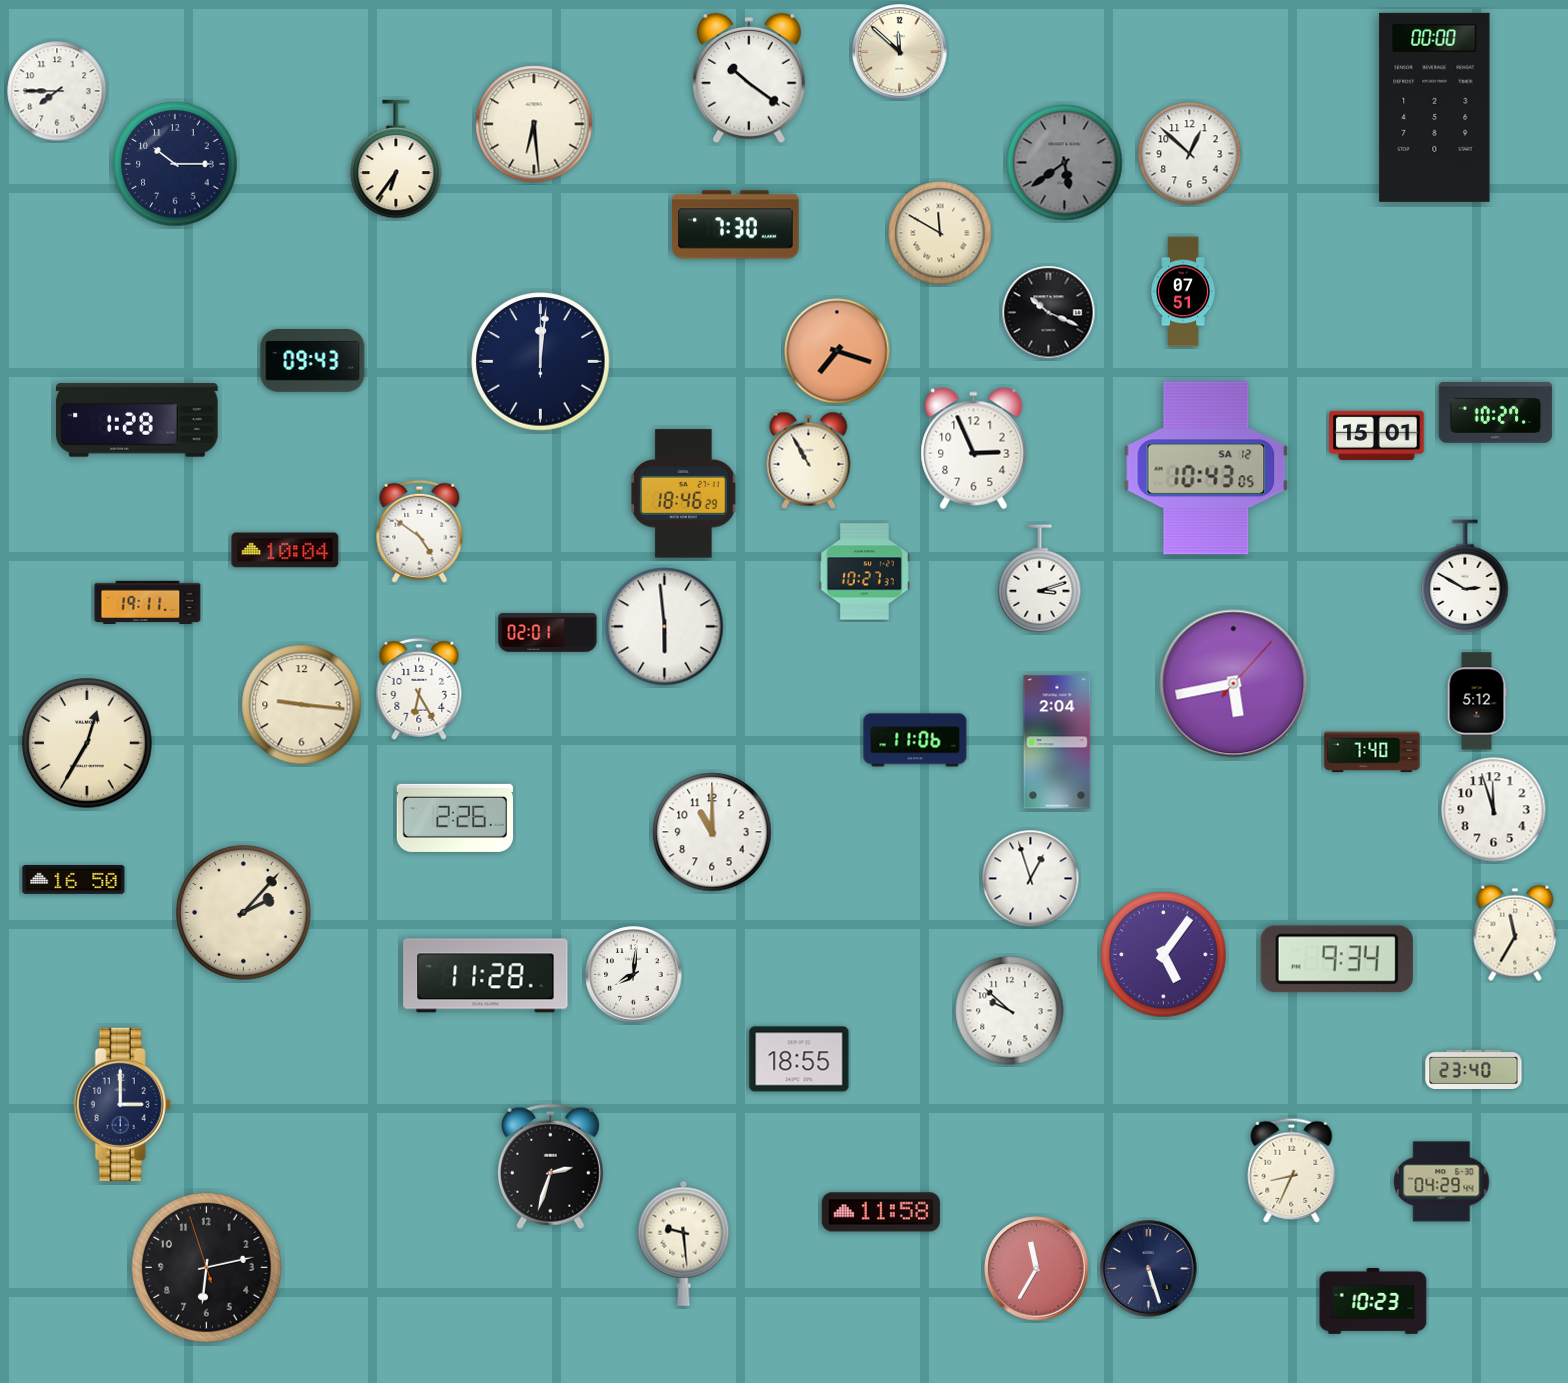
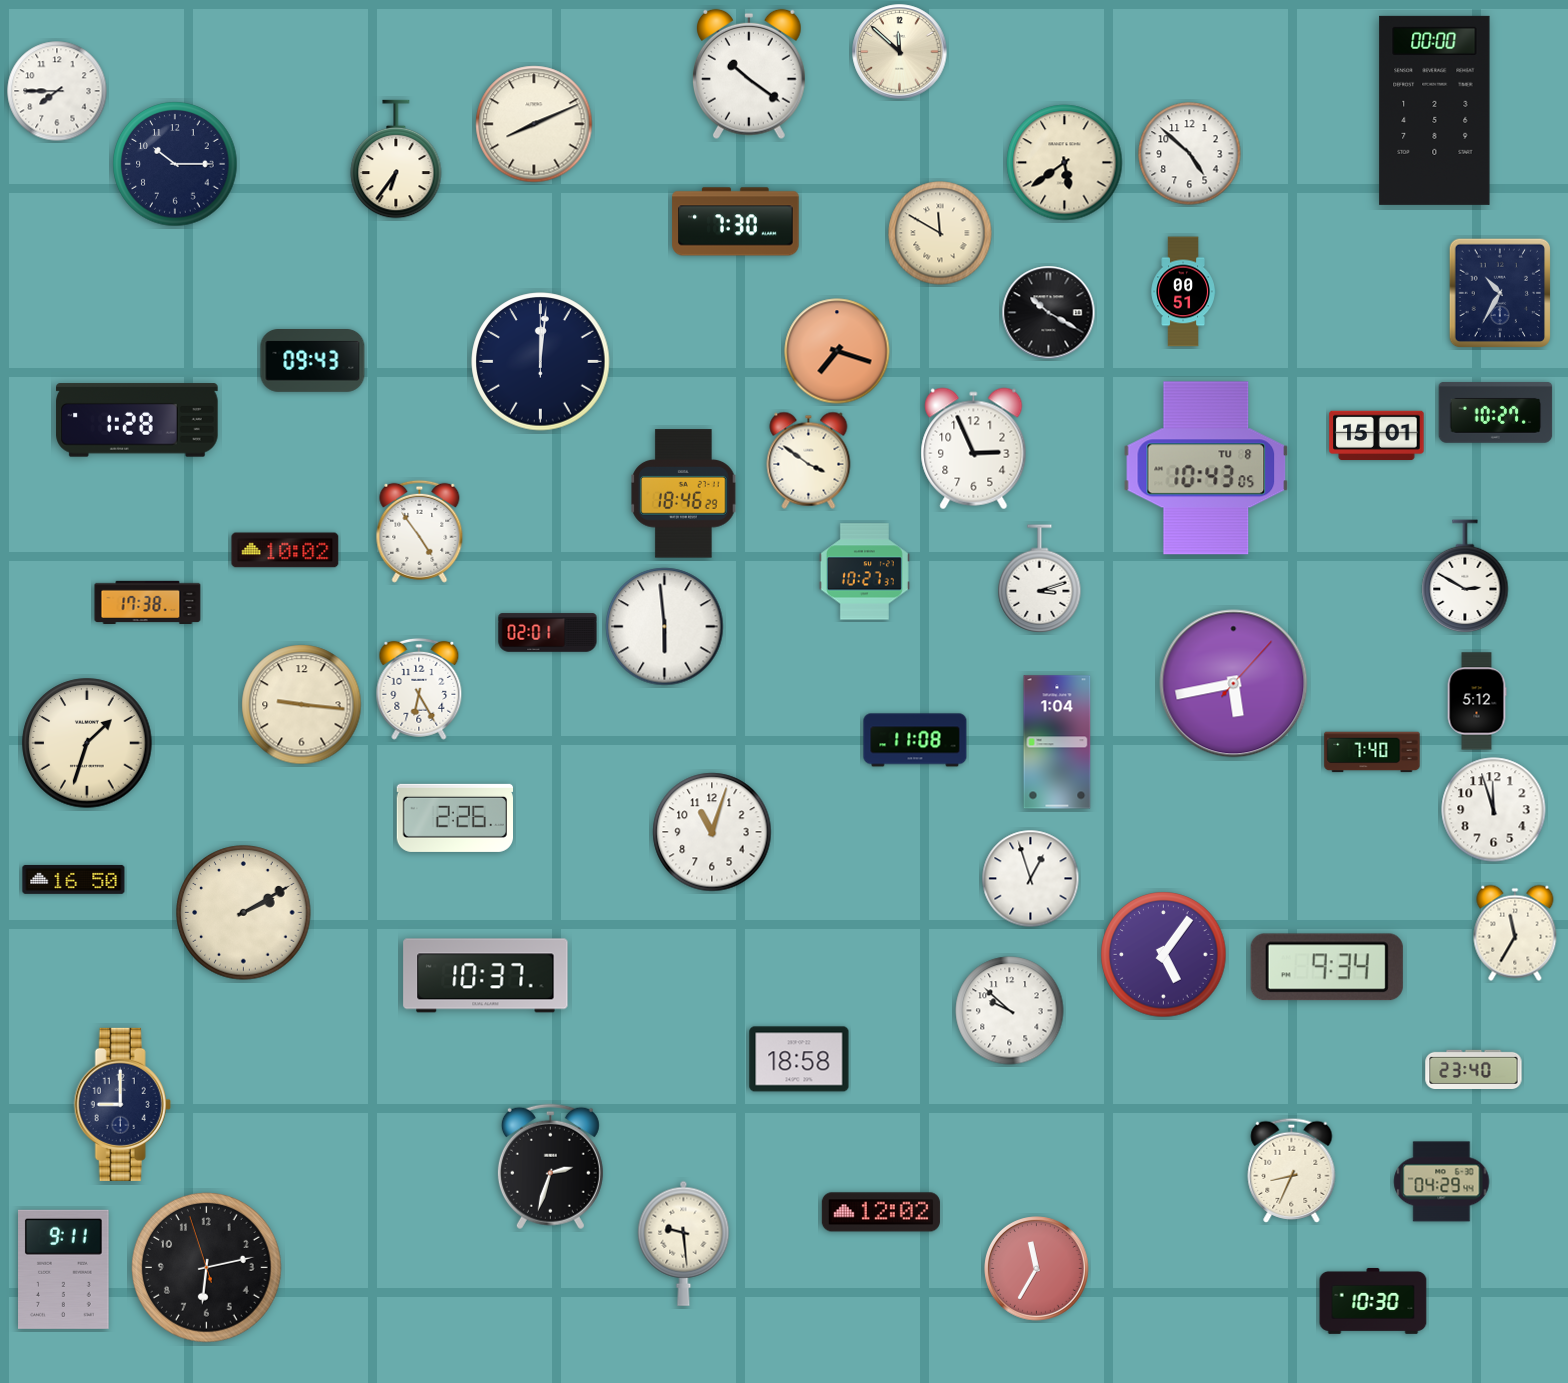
clock at (750, 78) position: (750, 78) -> (750, 74)
clock at (1435, 107) position: (1435, 107) -> (1435, 110)
clock at (534, 124): 6:29 -> 8:11
clock at (1190, 154): 12:52 -> 4:52
clock at (1065, 163) dial: grey -> cream
clock at (736, 225) position: (736, 225) -> (736, 222)
clock at (1183, 292): 07:51 -> 00:51
clock at (1499, 293): none -> 10:35
clock at (1049, 313): 10:19 -> 10:20
clock at (809, 460): 10:55 -> 3:51
clock at (1206, 468) date: SA 12 -> TU 8
clock at (420, 531): 4:51 -> 4:54
clock at (285, 550): 10:04 -> 10:02
clock at (148, 603): 19:11 -> 17:38
clock at (915, 740): 11:06 -> 11:08
clock at (1057, 742): 2:04 -> 1:04
clock at (87, 743): 12:35 -> 1:33
clock at (712, 832): 11:00 -> 11:03
clock at (244, 913): 2:07 -> 2:10
clock at (1337, 959) position: (1337, 959) -> (1327, 967)
clock at (634, 975): 8:01 -> none
clock at (486, 976): 11:28 -> 10:37
clock at (799, 1059): 18:55 -> 18:58
clock at (122, 1104): 3:00 -> 9:00
clock at (881, 1212): 11:58 -> 12:02
clock at (64, 1269): none -> 9:11
clock at (1149, 1269): 5:27 -> none
clock at (1373, 1301): 10:23 -> 10:30
